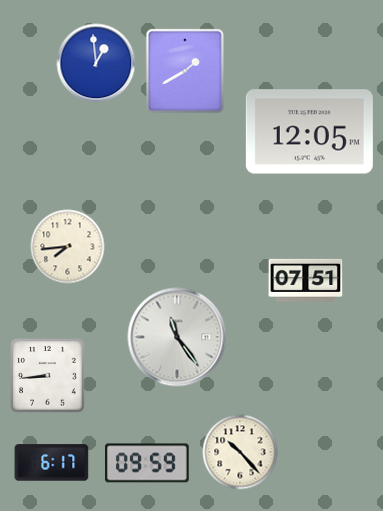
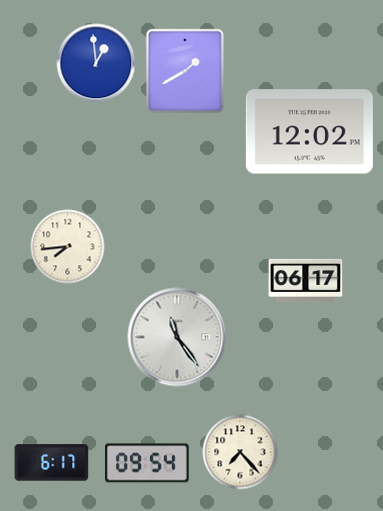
clock at (309, 132): 12:05 -> 12:02
clock at (306, 280): 07:51 -> 06:17
clock at (48, 376): 8:44 -> none
clock at (240, 452): 10:23 -> 7:23
clock at (148, 463): 09:59 -> 09:54
